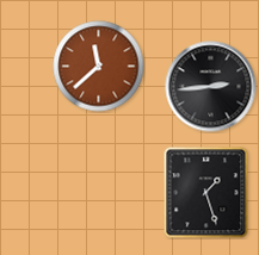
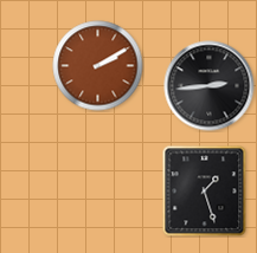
clock at (99, 67): 11:38 -> 2:10
